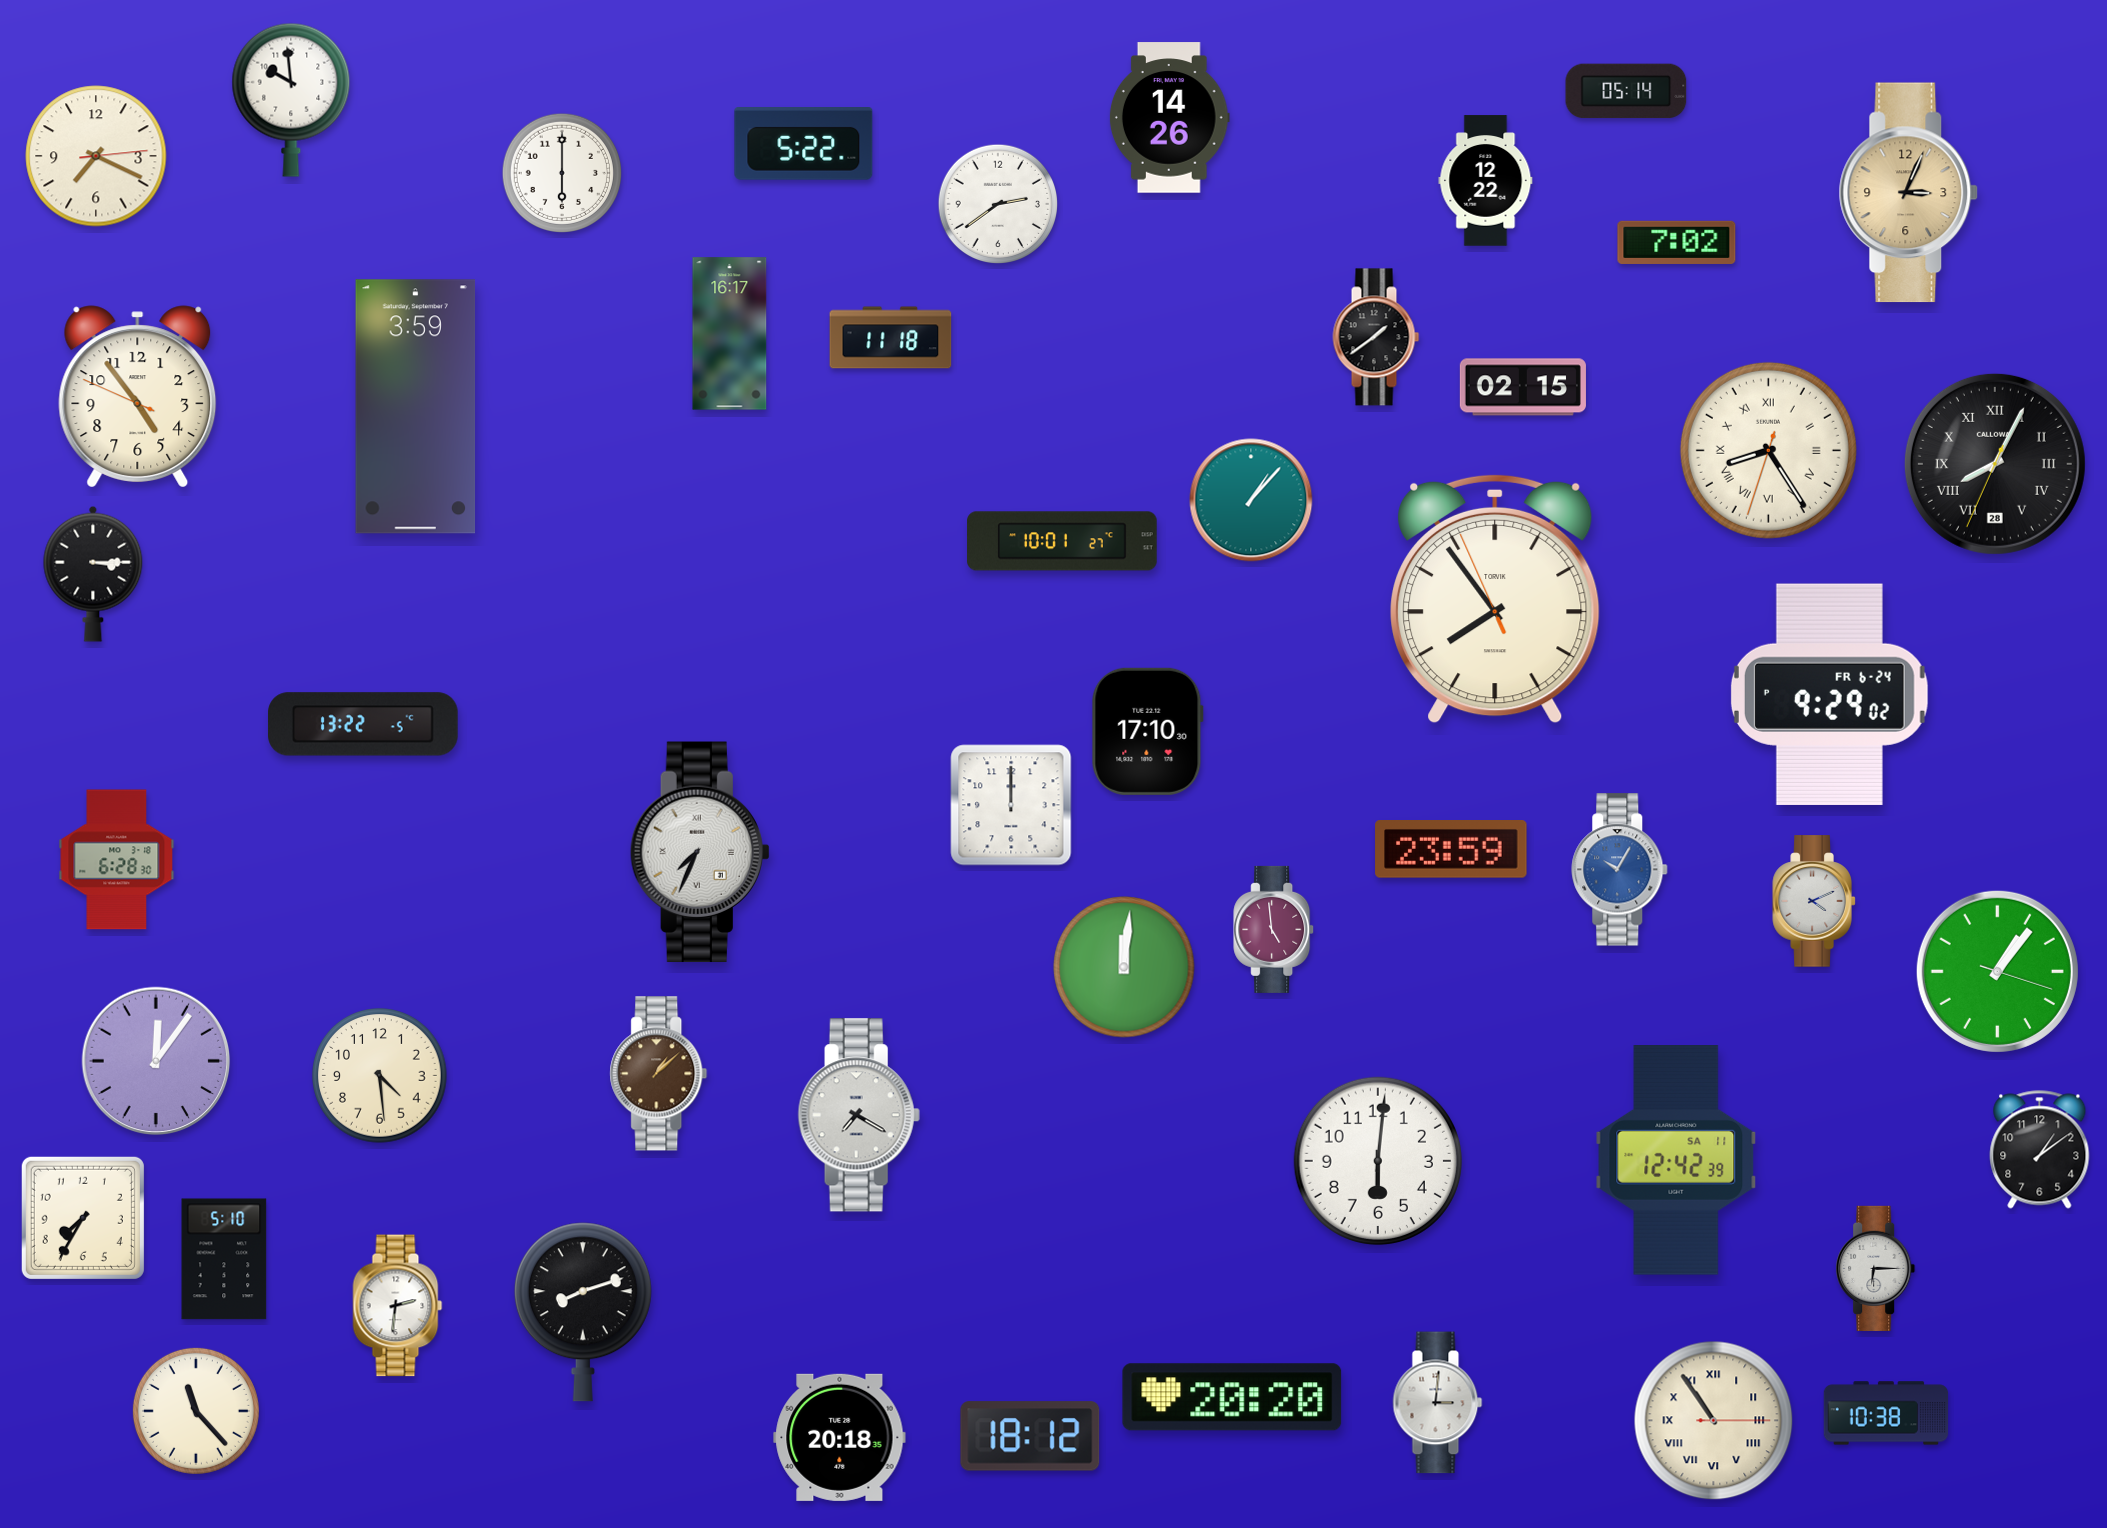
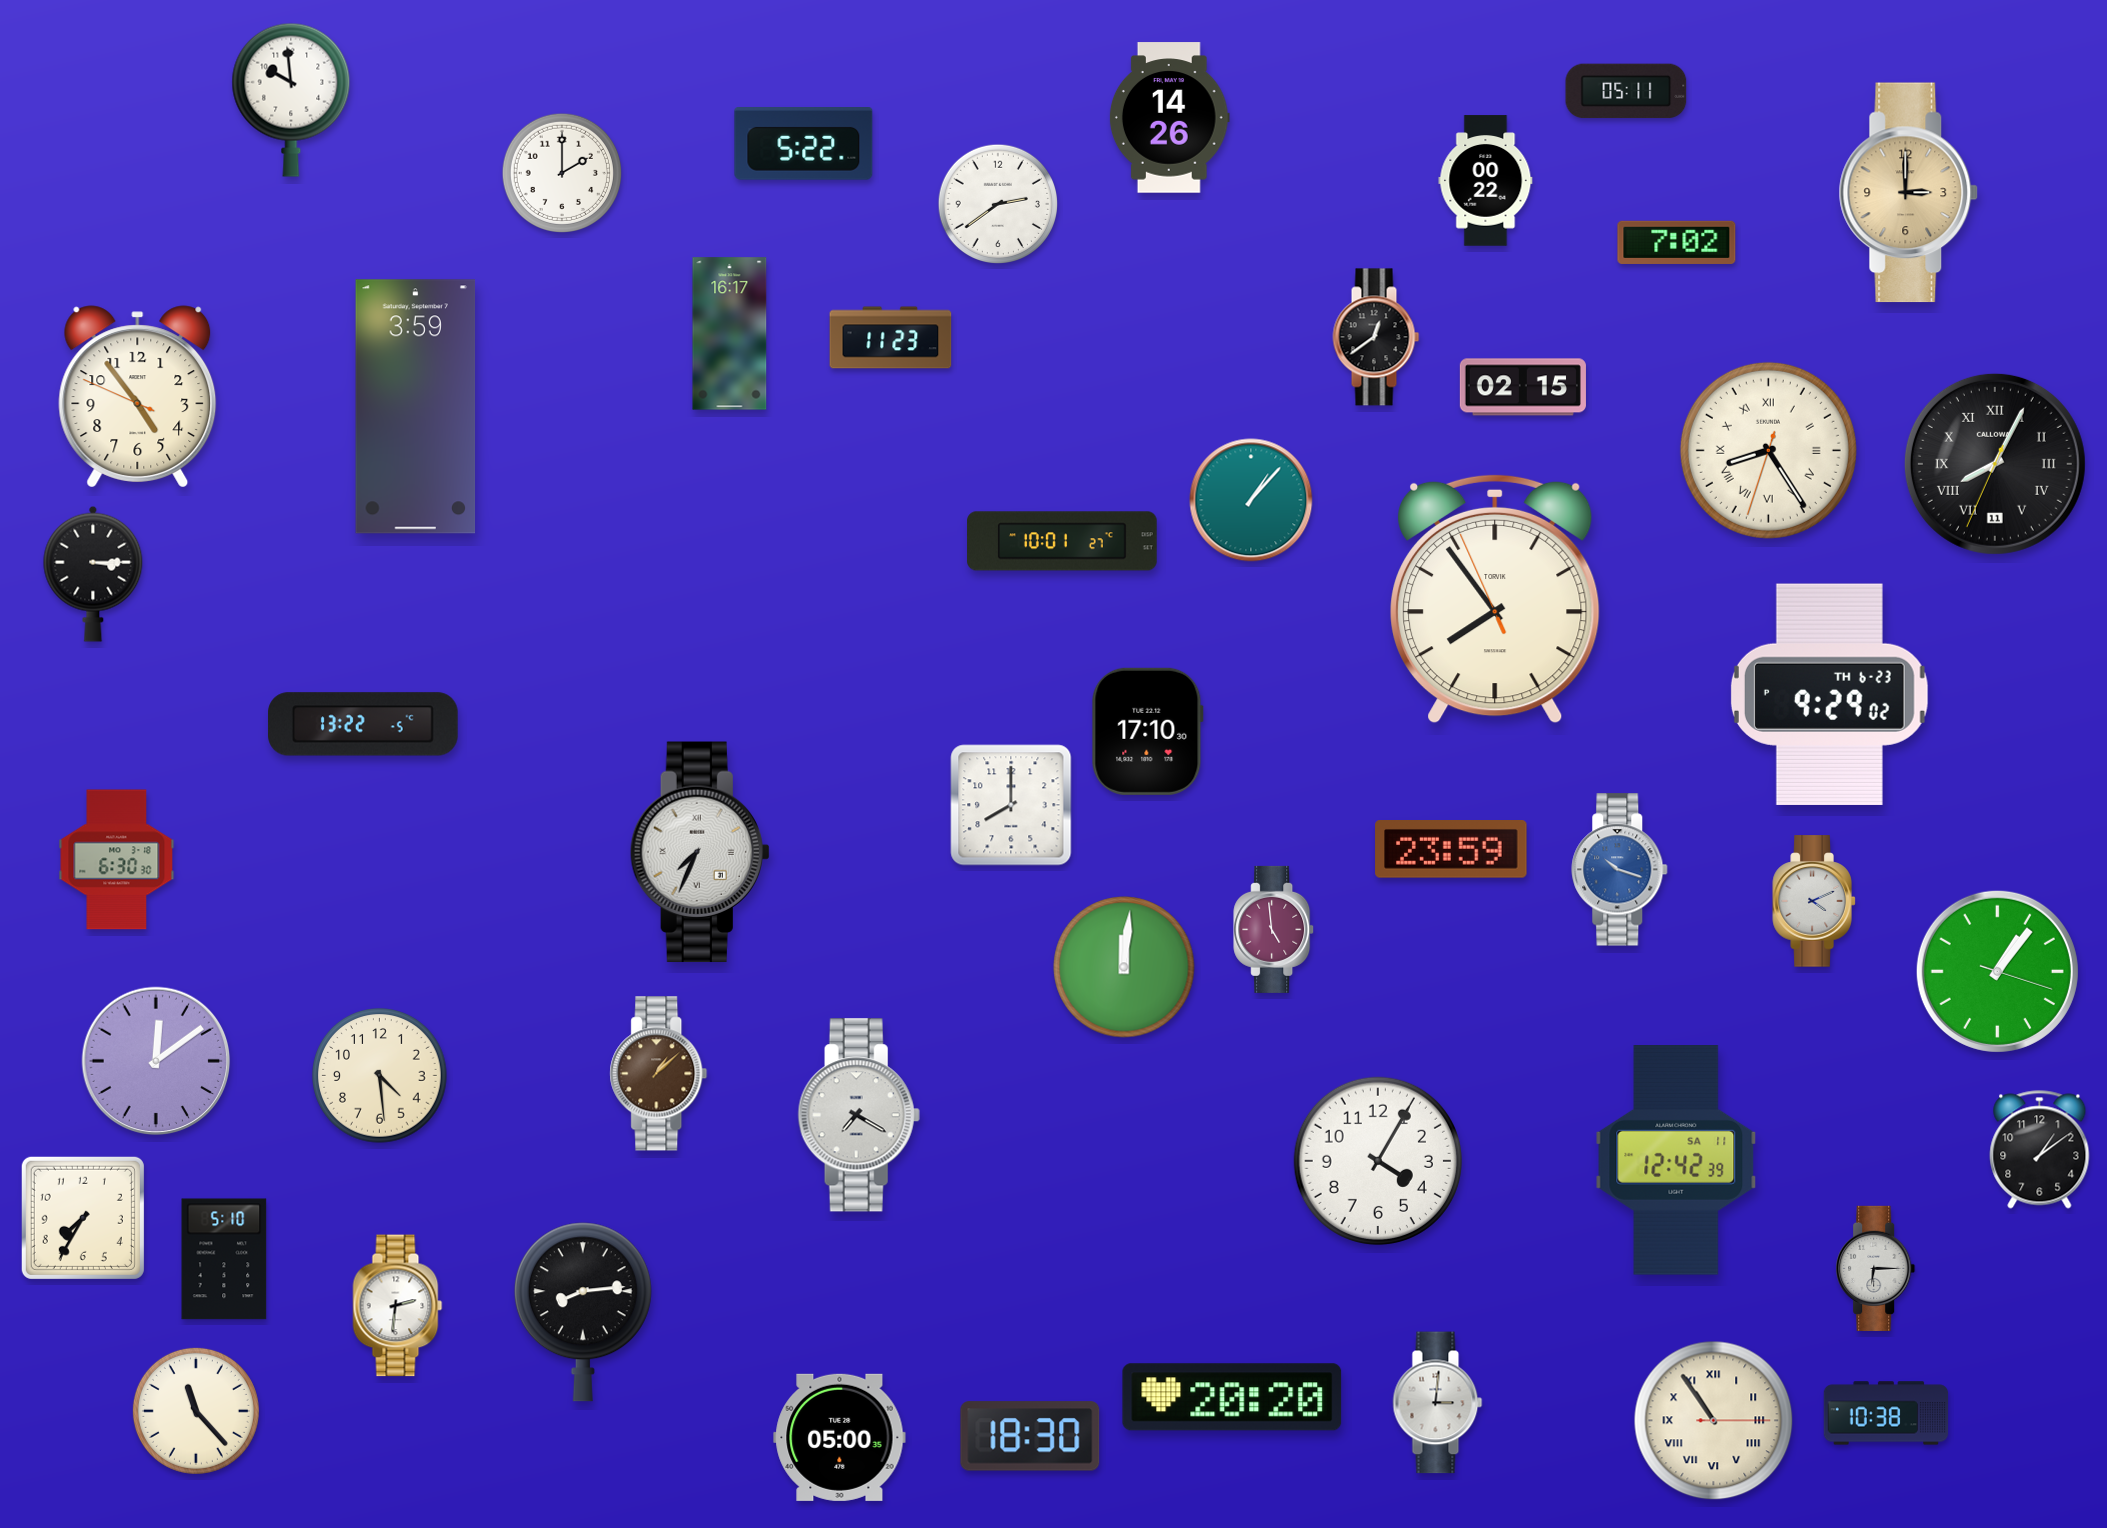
clock at (1626, 91): 05:14 -> 05:11
clock at (96, 156): 7:19 -> none
clock at (561, 172): 6:00 -> 2:00
clock at (1486, 181): 12:22 -> 00:22
clock at (1909, 193): 3:04 -> 3:00
clock at (1376, 337): 1:39 -> 12:39
clock at (891, 338): 11:18 -> 11:23
clock at (1995, 464) date: 28 -> 11
clock at (1829, 694) date: FR 6-24 -> TH 6-23
clock at (1011, 805): 12:00 -> 8:00
clock at (117, 860): 6:28 -> 6:30
clock at (1620, 870): 10:05 -> 10:18
clock at (156, 1061): 12:06 -> 12:09
clock at (1378, 1161): 6:01 -> 4:05
clock at (583, 1312): 8:12 -> 8:14
clock at (1030, 1436): 18:12 -> 18:30
clock at (840, 1437): 20:18 -> 05:00
